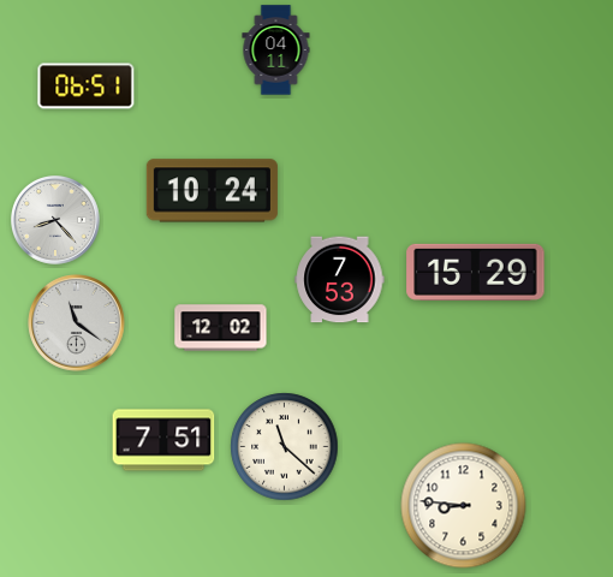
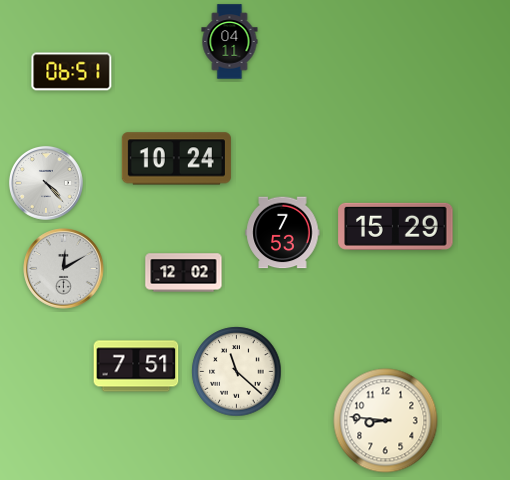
clock at (55, 220): 8:23 -> 4:23
clock at (77, 323): 11:21 -> 12:10
